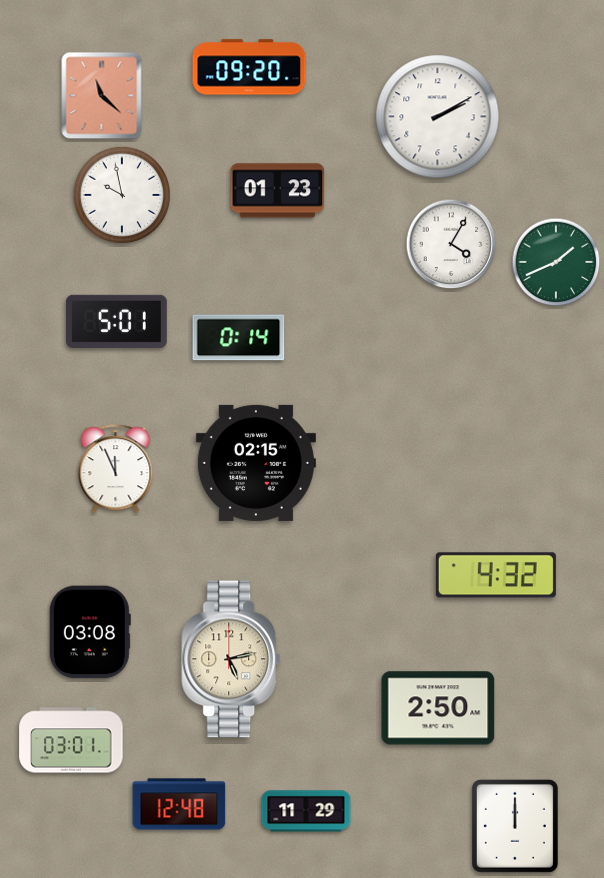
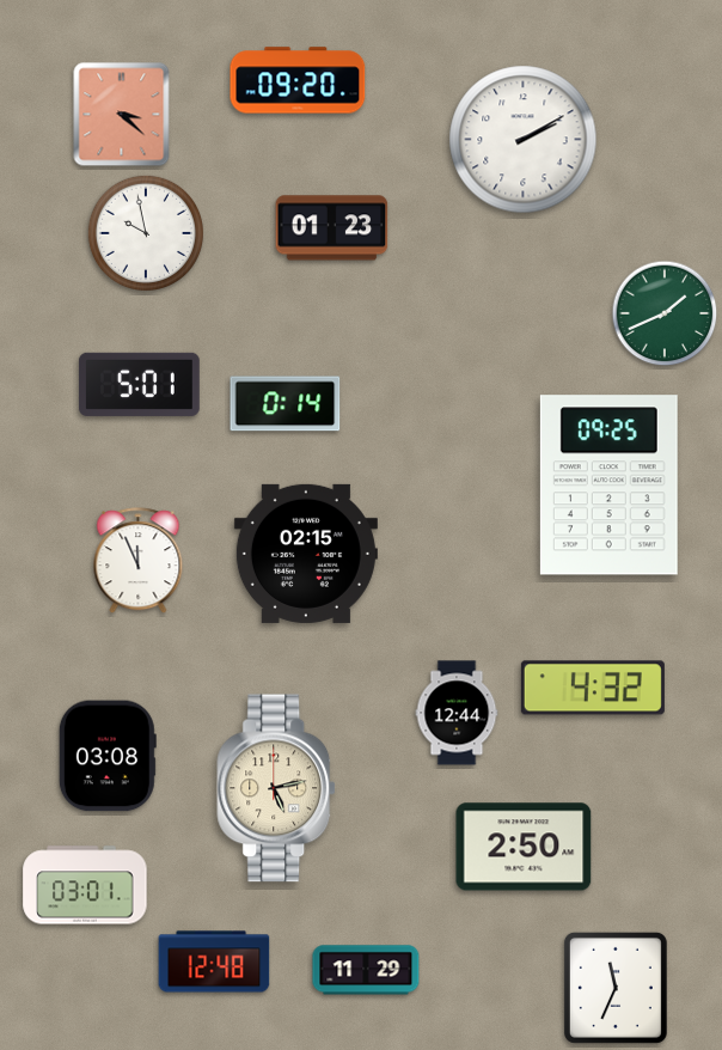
clock at (102, 96): 11:22 -> 3:22
clock at (451, 244): 4:05 -> none
clock at (608, 486): none -> 09:25
clock at (457, 713): none -> 12:44
clock at (515, 826): 12:00 -> 11:34
